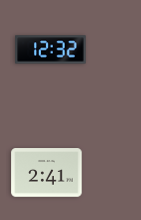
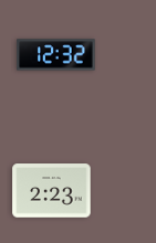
clock at (47, 173): 2:41 -> 2:23
